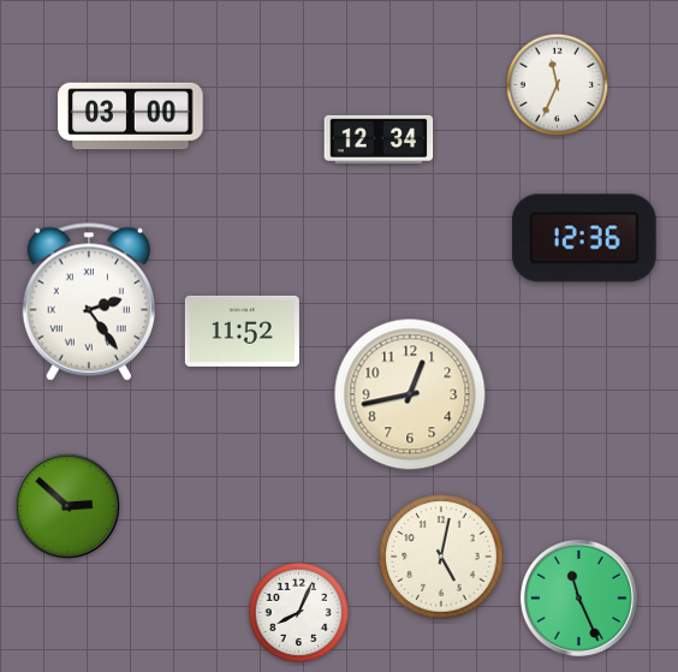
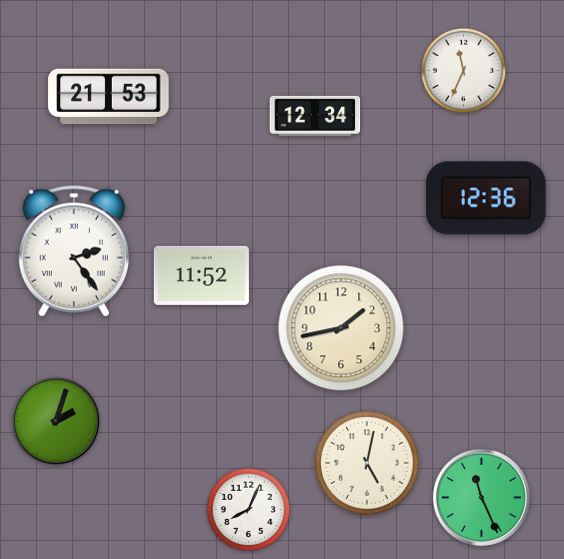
clock at (131, 117): 03:00 -> 21:53
clock at (410, 394): 12:43 -> 1:43
clock at (67, 506): 2:52 -> 2:03
